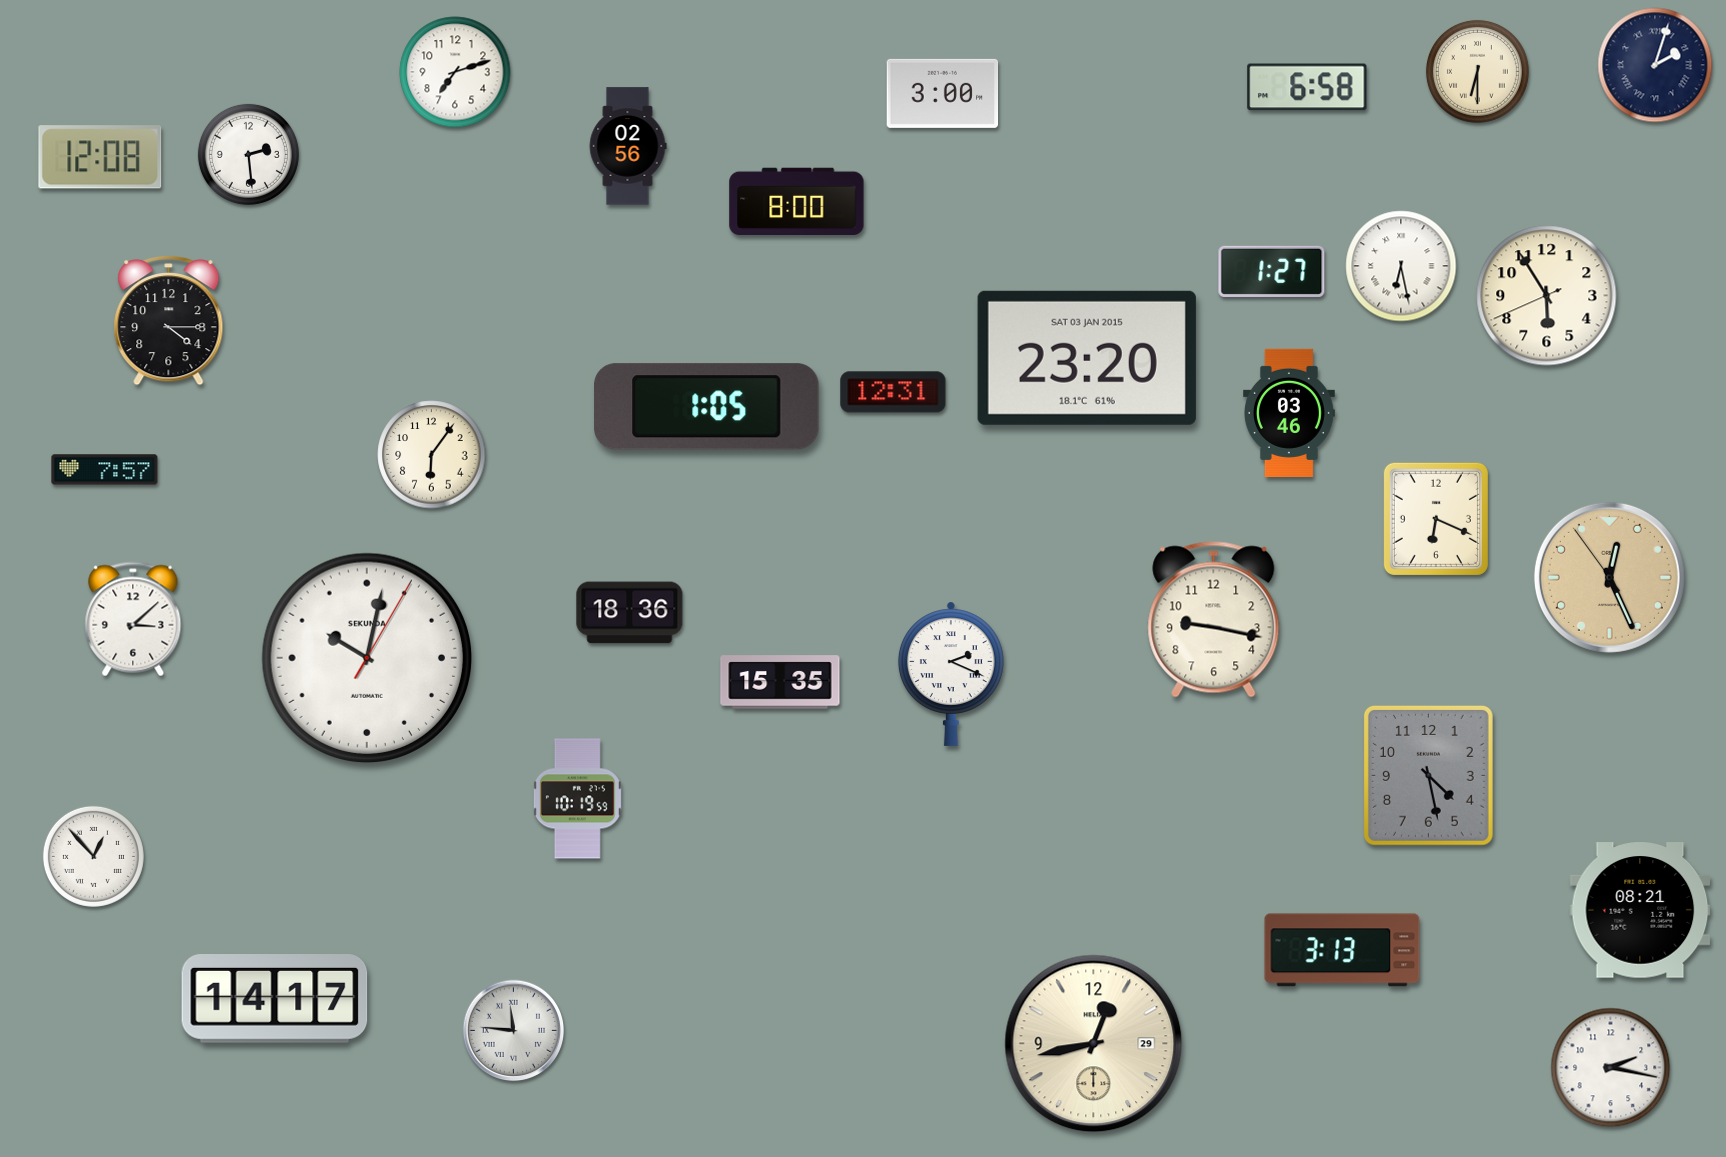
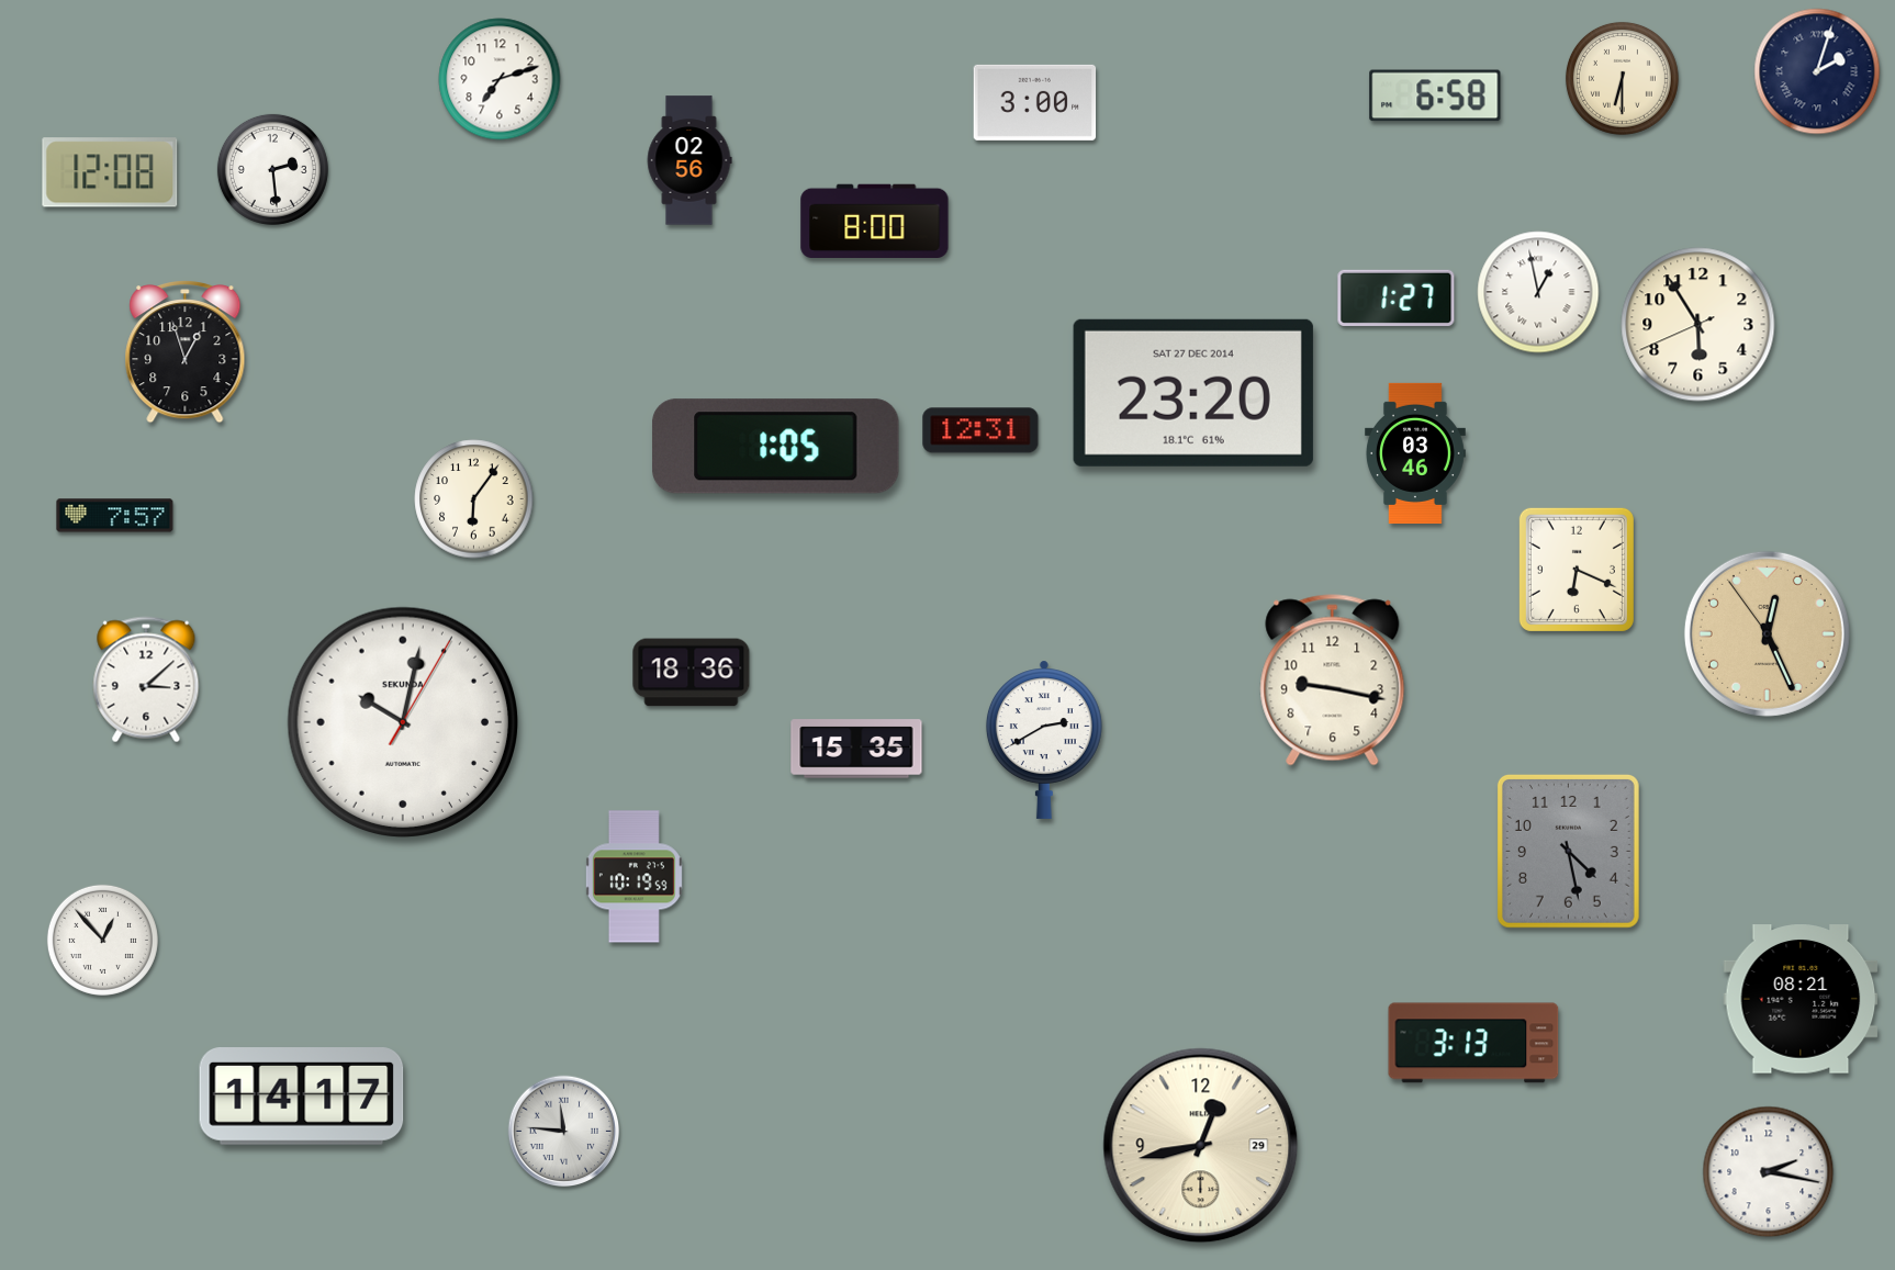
clock at (1401, 266): 6:28 -> 12:58
clock at (169, 321): 4:15 -> 12:57
clock at (1087, 358) date: SAT 03 JAN 2015 -> SAT 27 DEC 2014
clock at (951, 674): 2:19 -> 2:40
